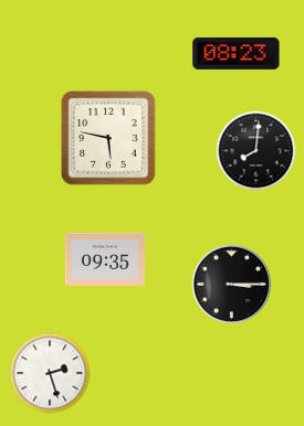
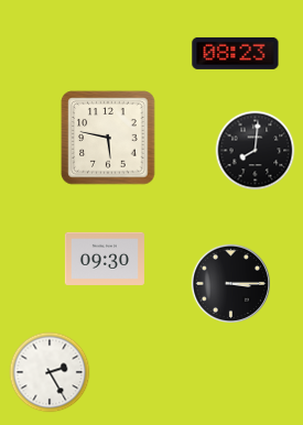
clock at (105, 259): 09:35 -> 09:30
clock at (50, 373): 2:27 -> 2:25
